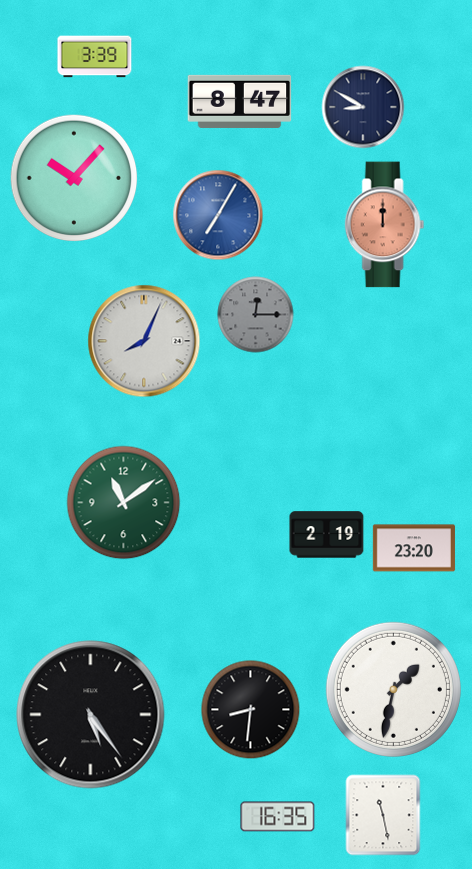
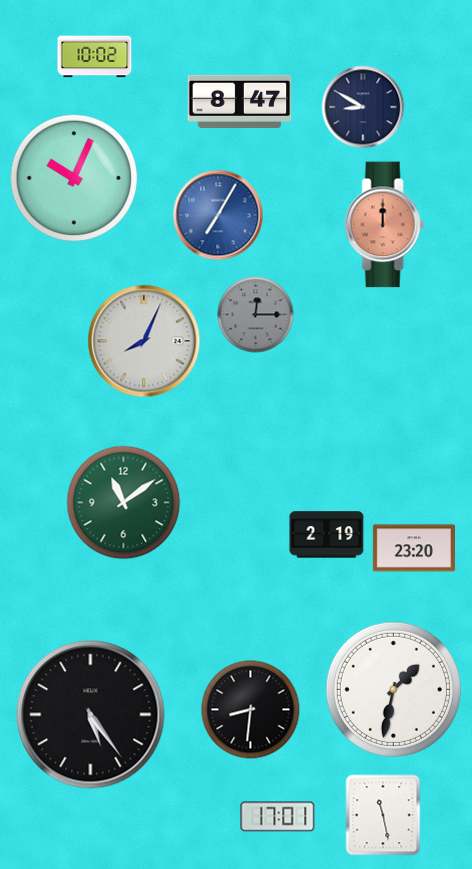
clock at (95, 57): 3:39 -> 10:02
clock at (74, 178): 10:07 -> 10:04
clock at (278, 817): 16:35 -> 17:01
